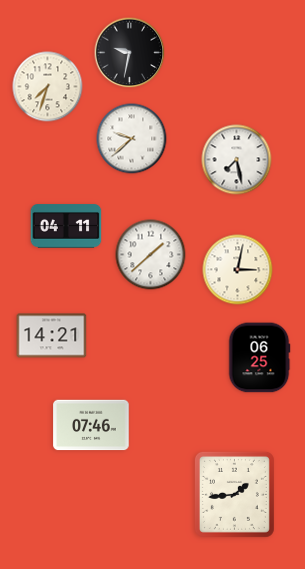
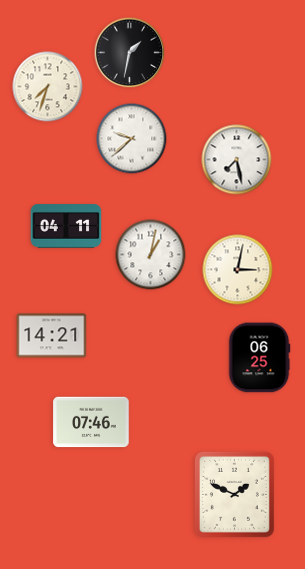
clock at (130, 53): 9:32 -> 1:32
clock at (151, 255): 1:38 -> 1:02
clock at (91, 425) position: (91, 425) -> (91, 422)
clock at (234, 494): 1:44 -> 1:49
